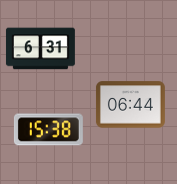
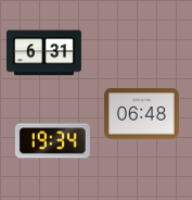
clock at (130, 105): 06:44 -> 06:48
clock at (48, 130): 15:38 -> 19:34
